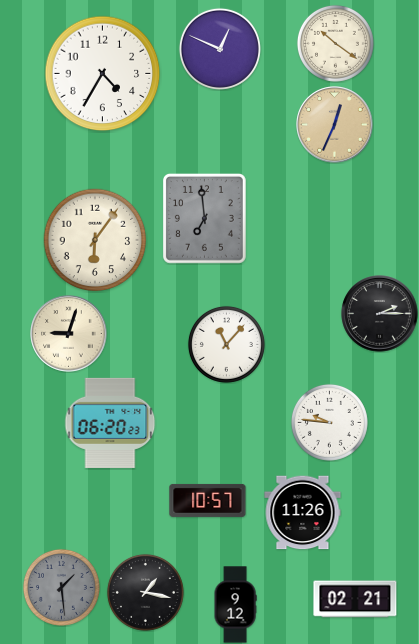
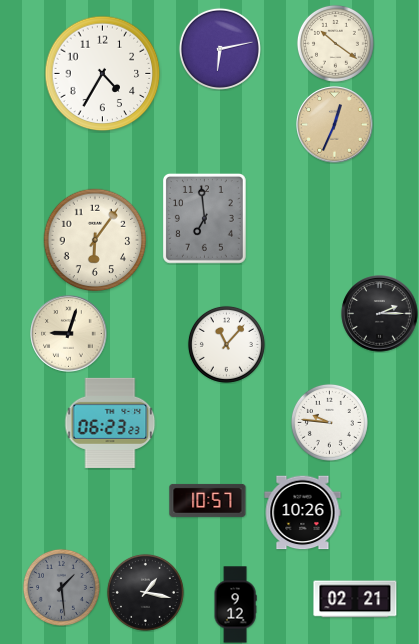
clock at (220, 49): 12:49 -> 6:13
clock at (110, 423): 06:20 -> 06:23
clock at (303, 513): 11:26 -> 10:26
